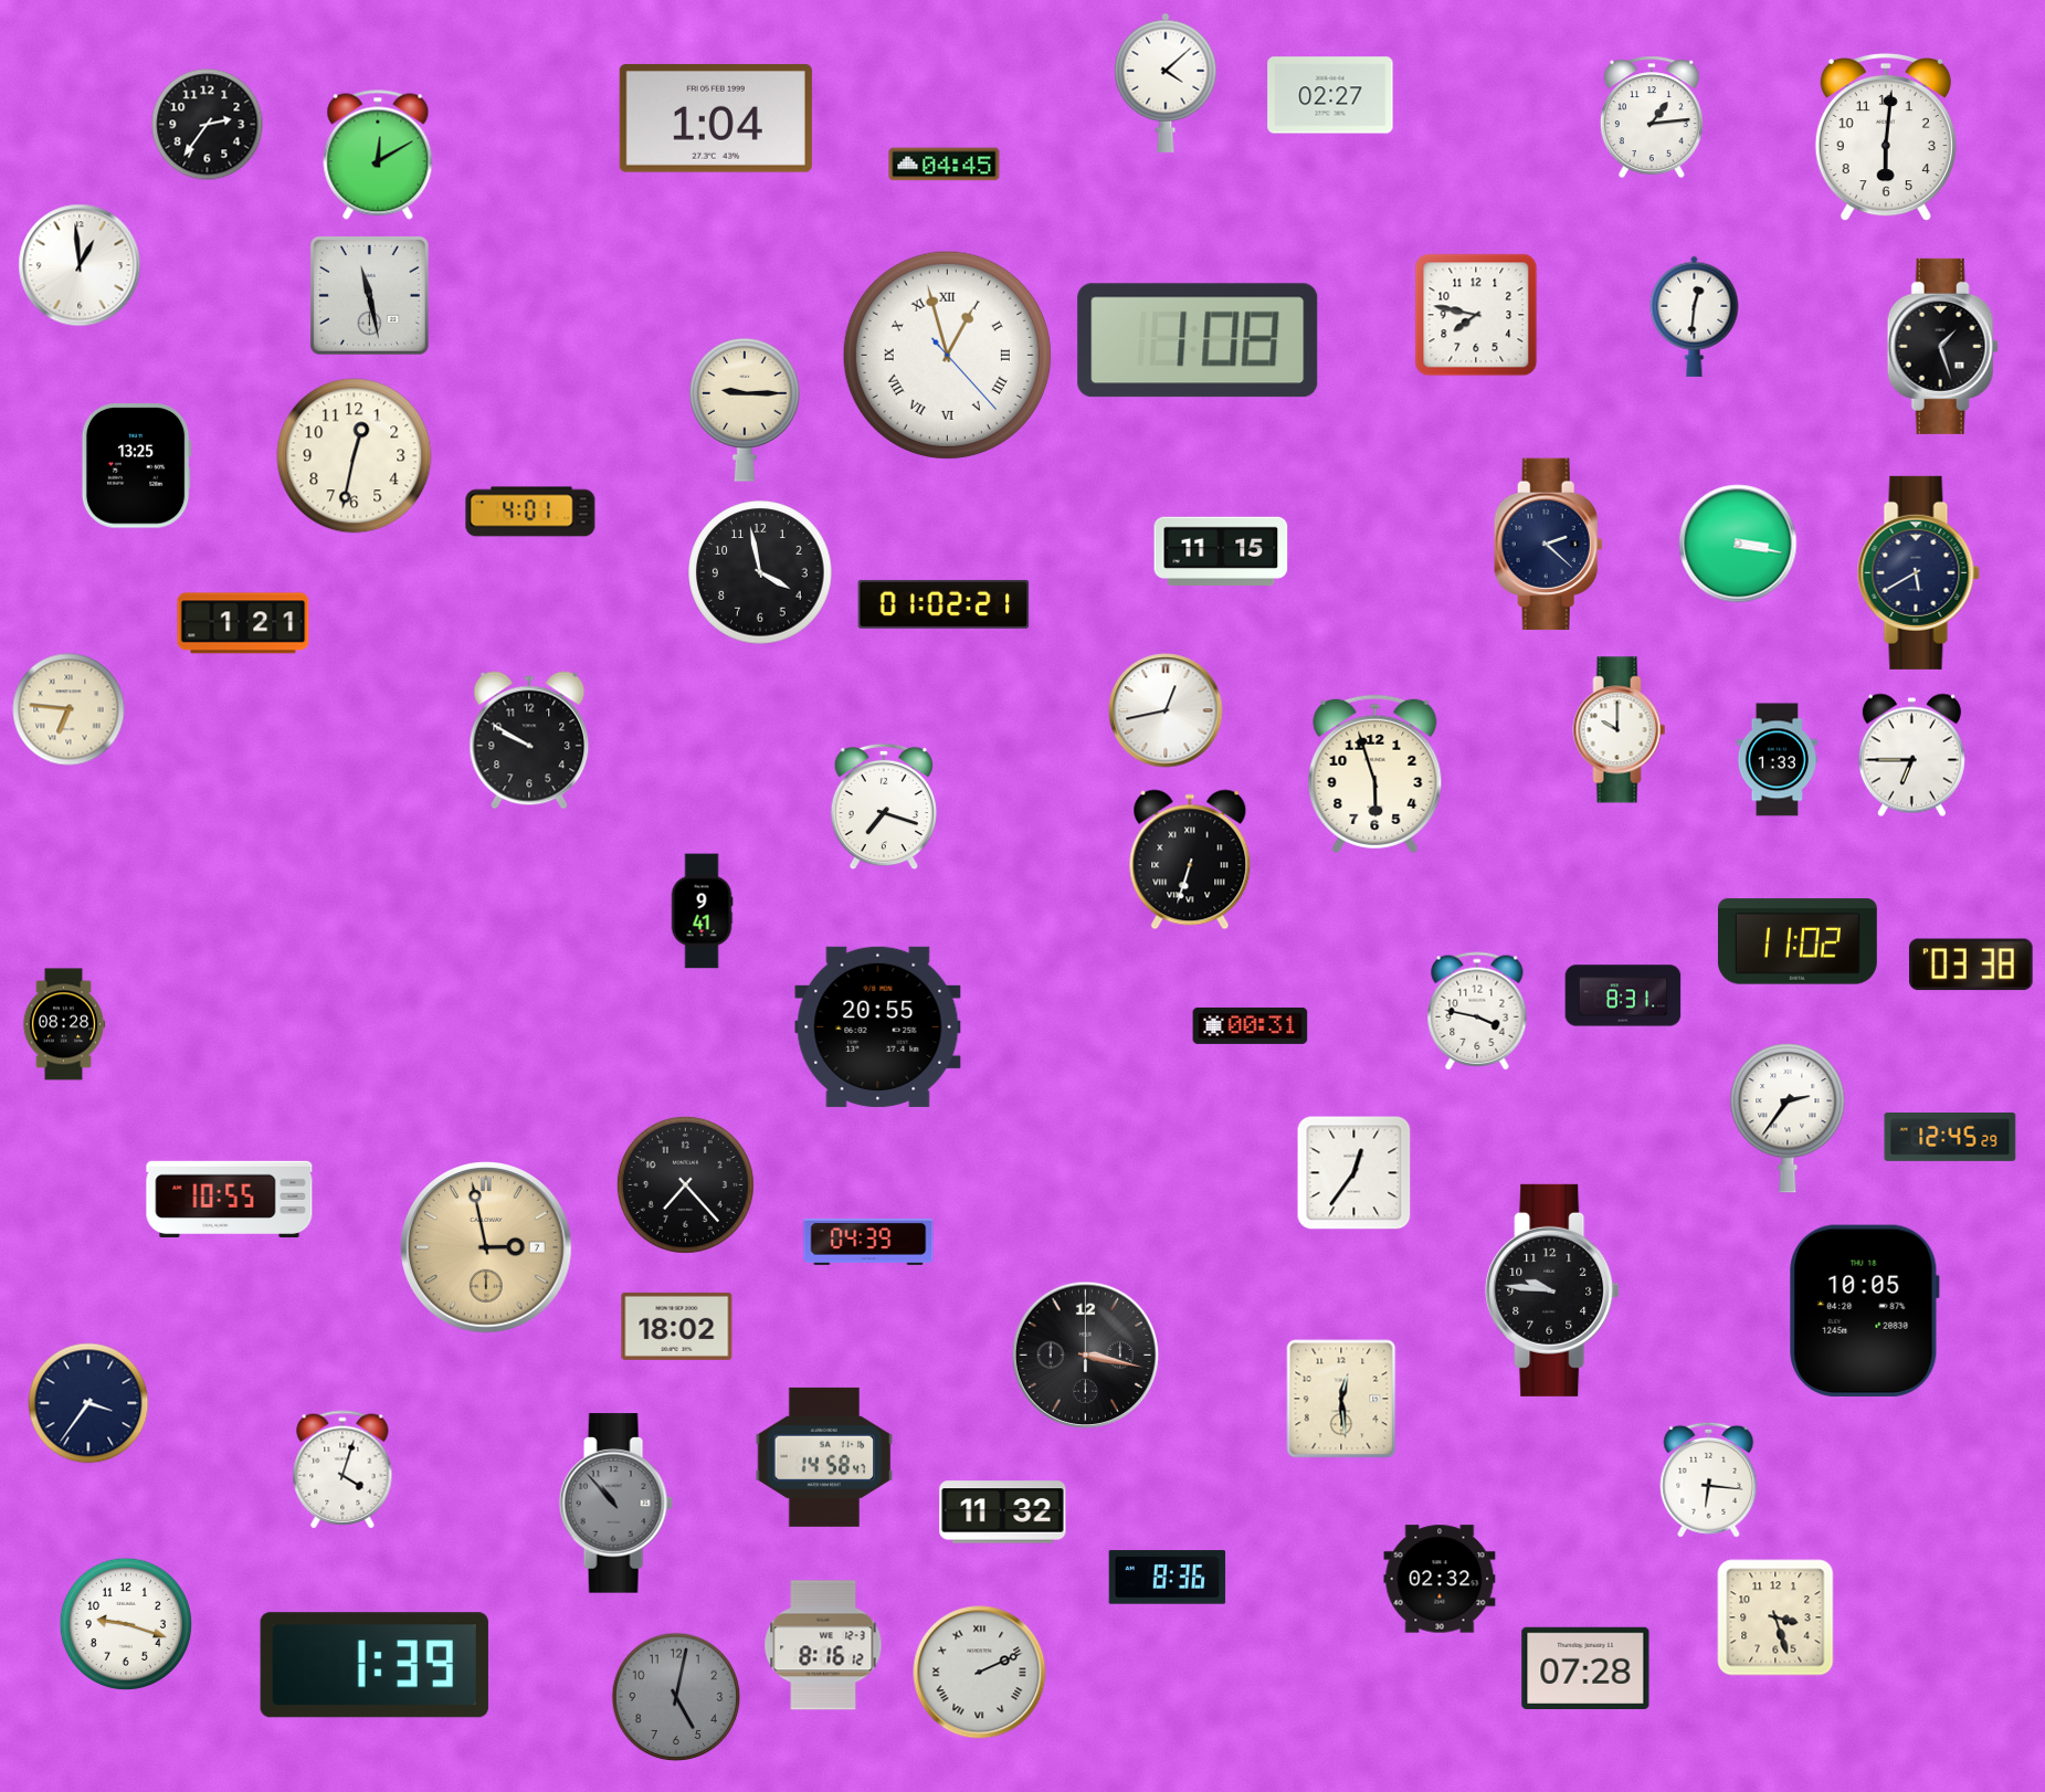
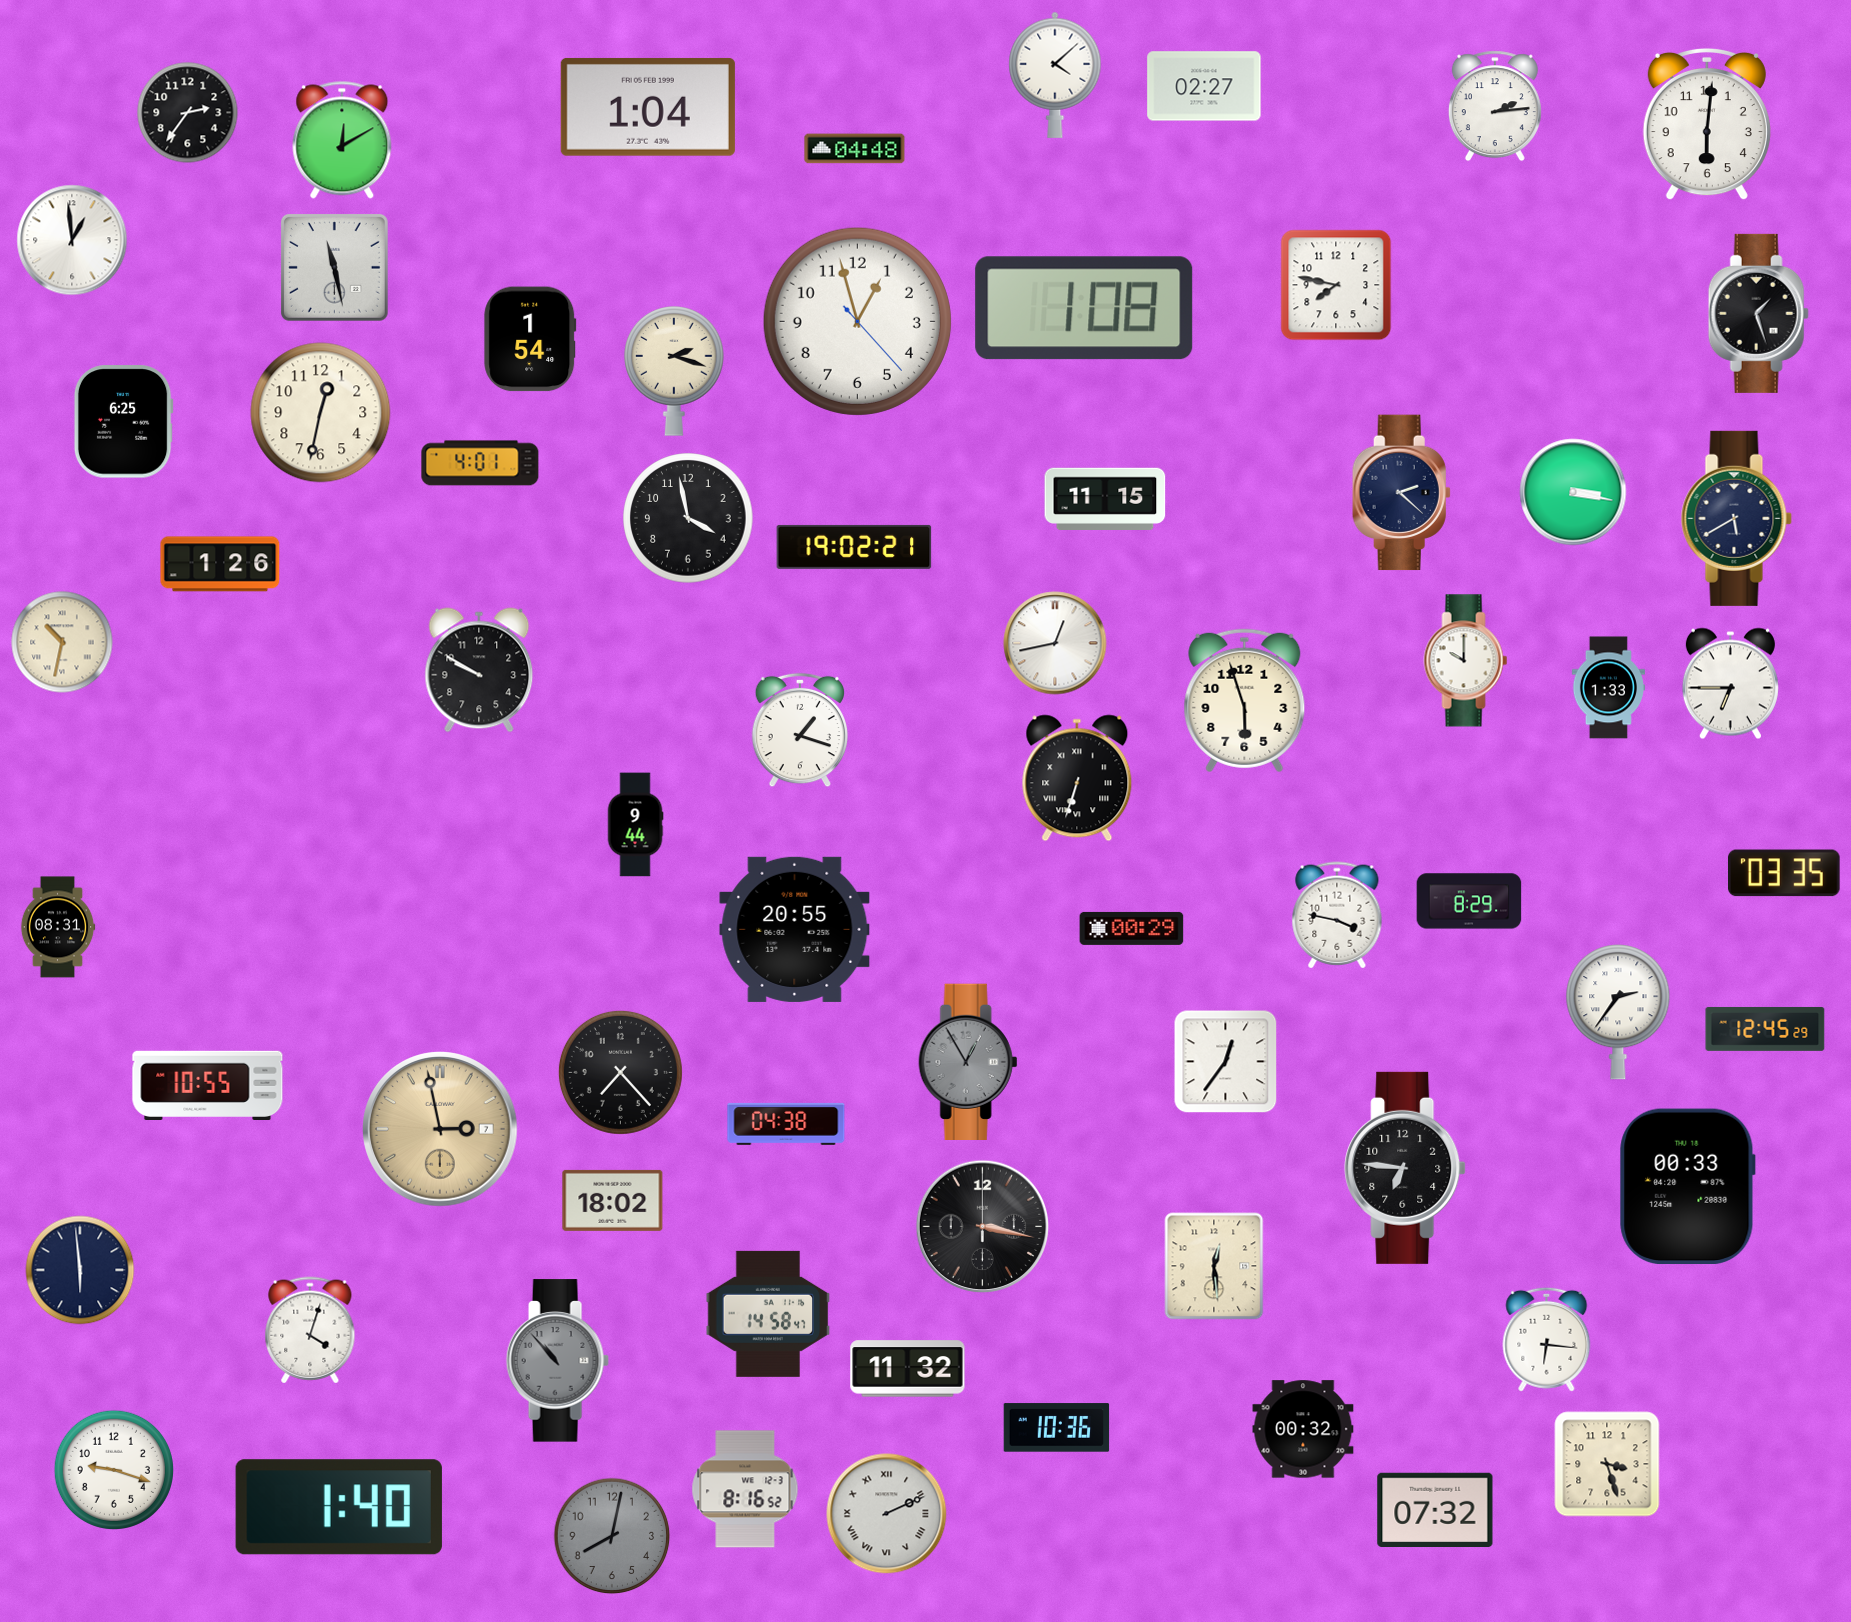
clock at (1652, 117): 1:14 -> 2:14
clock at (945, 165): 04:45 -> 04:48
clock at (1695, 316): 12:31 -> none
clock at (947, 355) numerals: Roman -> Arabic
clock at (530, 339): none -> 1:54
clock at (745, 410): 9:15 -> 2:18
clock at (136, 466): 13:25 -> 6:25
clock at (944, 604): 01:02 -> 19:02
clock at (243, 623): 1:21 -> 1:26
clock at (68, 709): 6:46 -> 10:32
clock at (884, 807): 7:18 -> 1:18
clock at (702, 911): 9:41 -> 9:44
clock at (1798, 941): 11:02 -> none
clock at (1972, 964): 03:38 -> 03:35
clock at (1623, 995): 8:31 -> 8:29
clock at (64, 1024): 08:28 -> 08:31
clock at (1251, 1025): 00:31 -> 00:29
clock at (968, 1061): none -> 12:55
clock at (868, 1242): 04:39 -> 04:38
clock at (1552, 1290): 9:46 -> 6:46
clock at (1864, 1310): 10:05 -> 00:33
clock at (88, 1403): 3:36 -> 5:59
clock at (824, 1457) position: (824, 1457) -> (768, 1314)
clock at (1168, 1578): 8:36 -> 10:36
clock at (1440, 1579): 02:32 -> 00:32
clock at (823, 1645): 8:16:12 -> 8:16:52
clock at (375, 1665): 1:39 -> 1:40
clock at (1585, 1667): 07:28 -> 07:32
clock at (676, 1697): 5:02 -> 8:02
